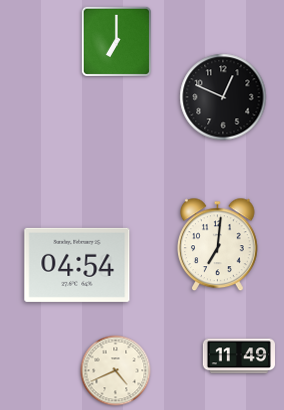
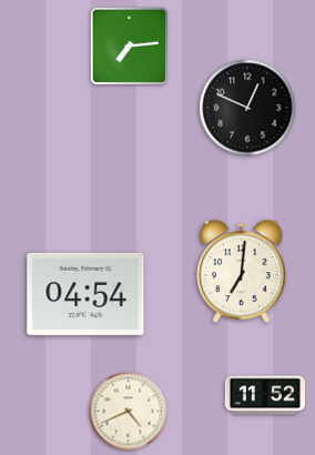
clock at (116, 41): 7:00 -> 7:14
clock at (238, 356): 11:49 -> 11:52
